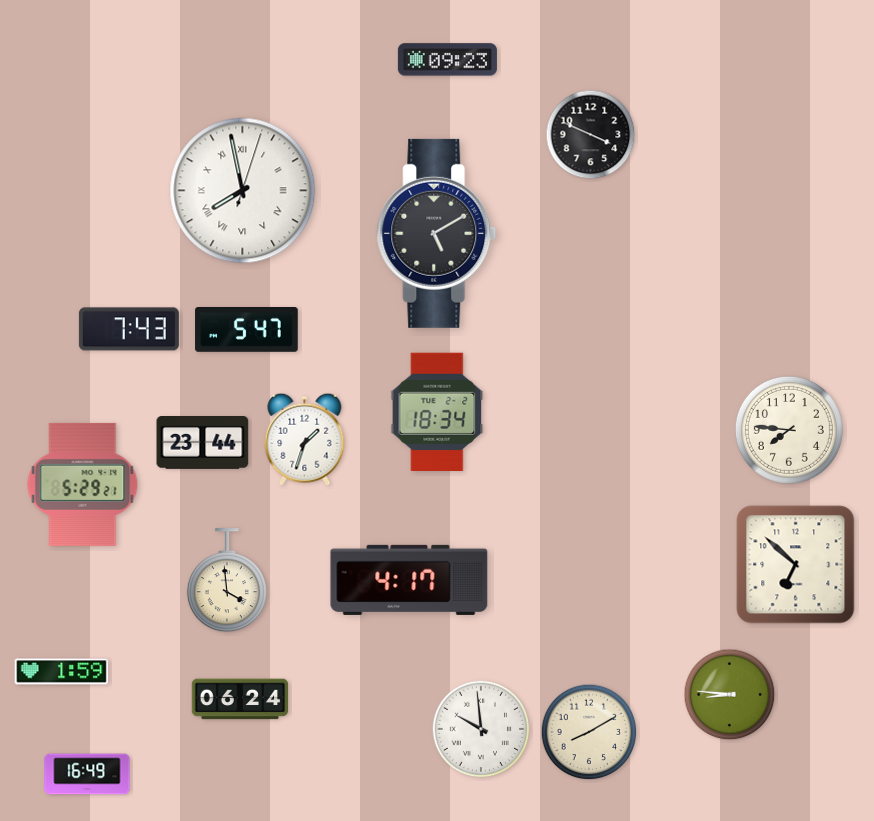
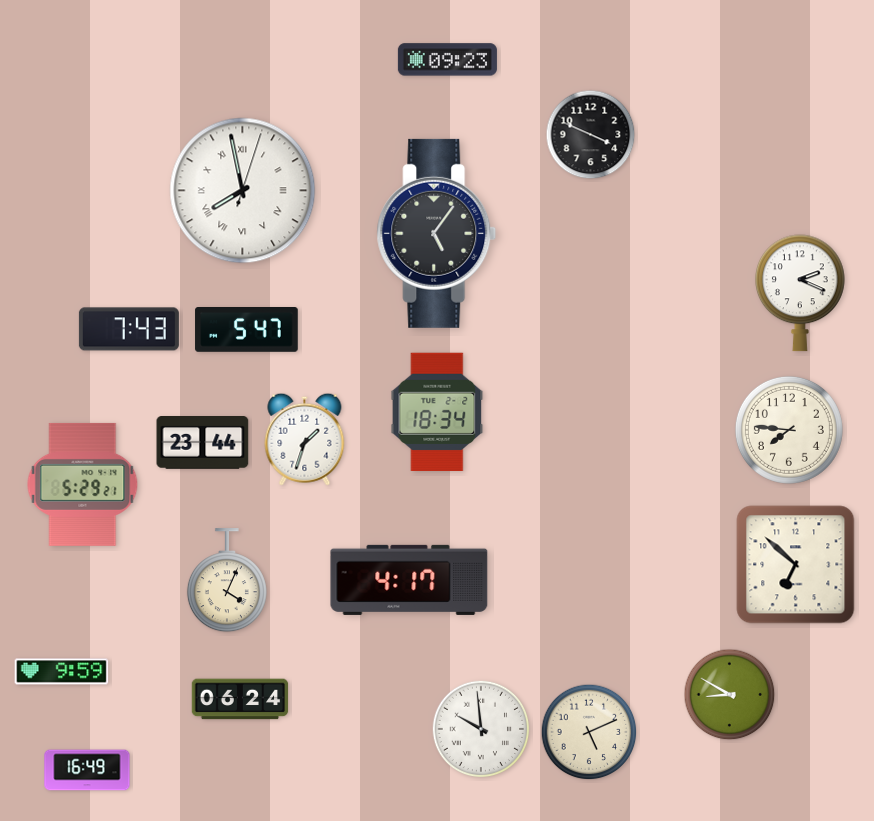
clock at (437, 233): 5:10 -> 5:06
clock at (801, 293): none -> 2:19
clock at (227, 581): 3:59 -> 4:04
clock at (62, 672): 1:59 -> 9:59
clock at (730, 695): 8:46 -> 8:50
clock at (589, 732): 8:10 -> 5:11
clock at (87, 774) position: (87, 774) -> (87, 770)
